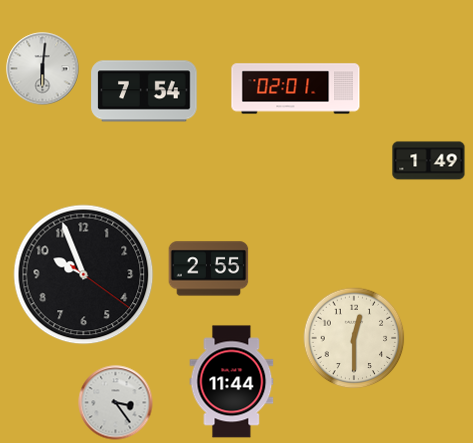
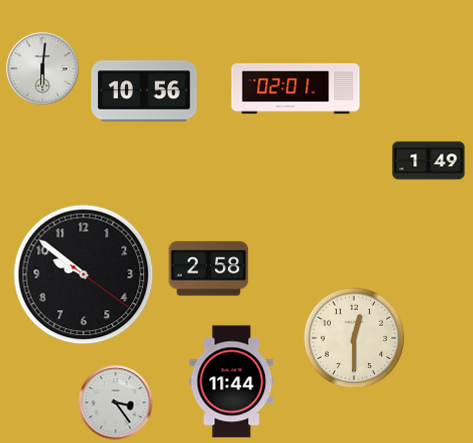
clock at (144, 91): 7:54 -> 10:56
clock at (209, 269): 2:55 -> 2:58
clock at (84, 275): 9:56 -> 9:51
